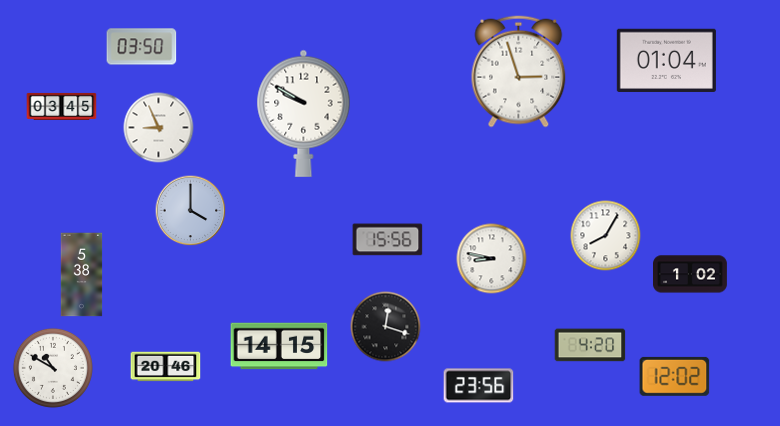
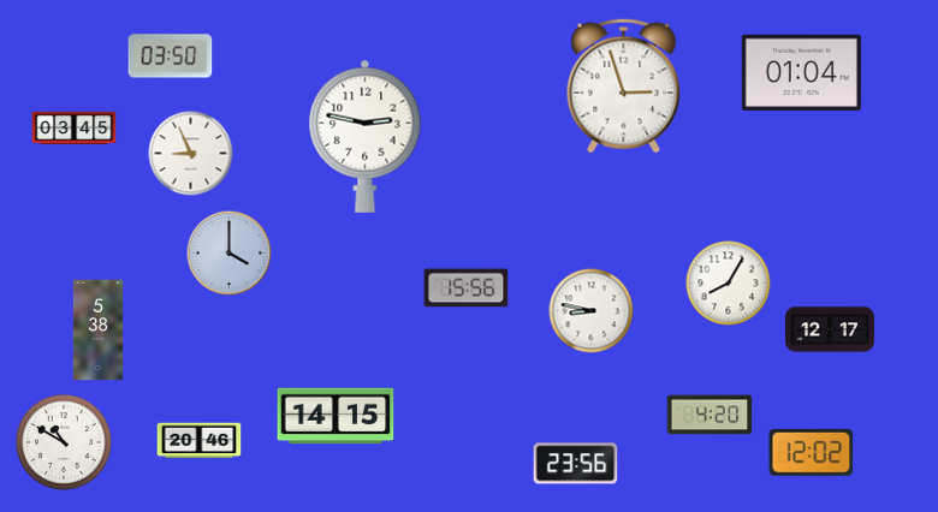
clock at (304, 113): 9:50 -> 2:47
clock at (691, 274): 1:02 -> 12:17
clock at (386, 327): 12:18 -> none
